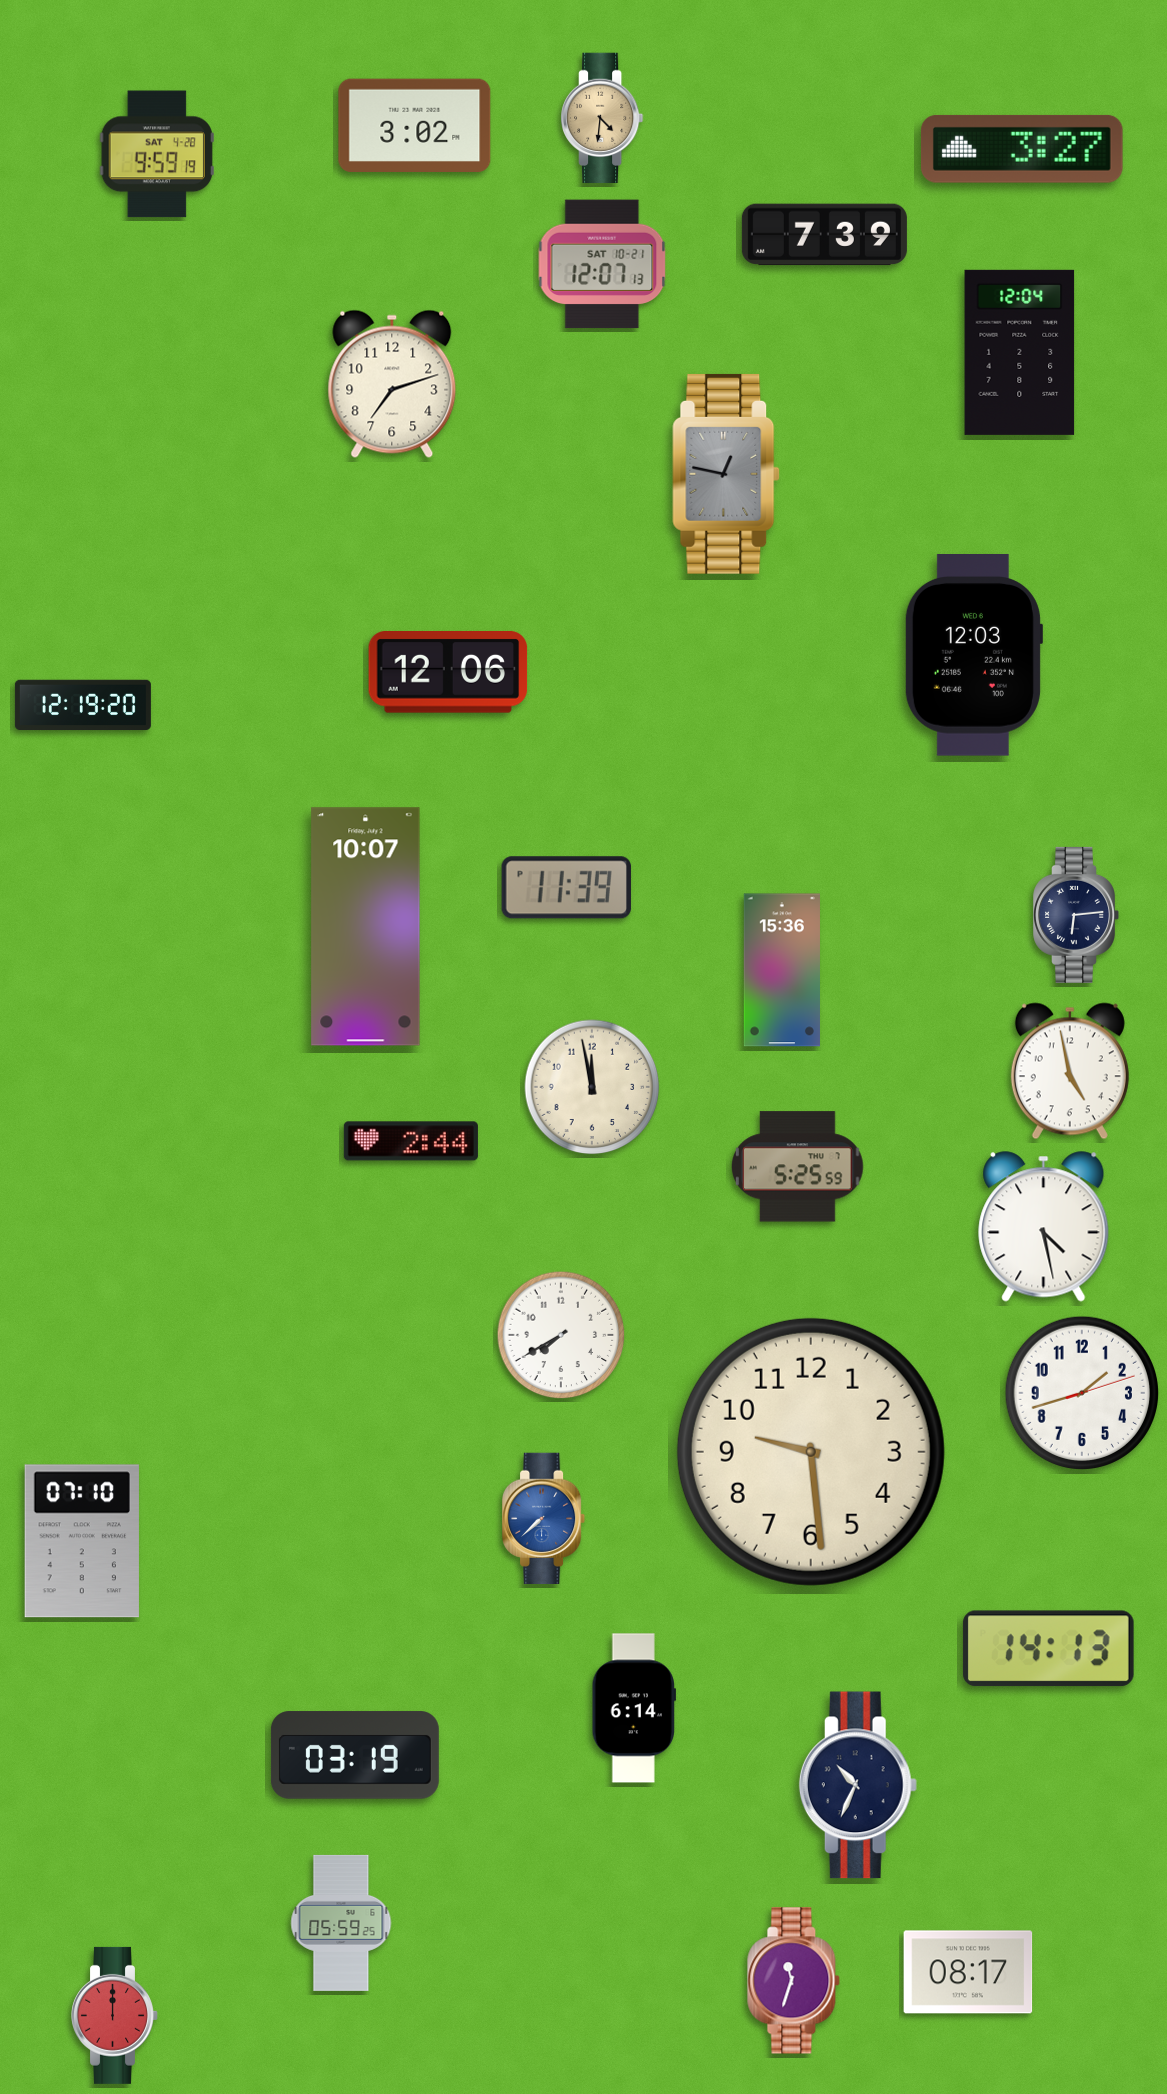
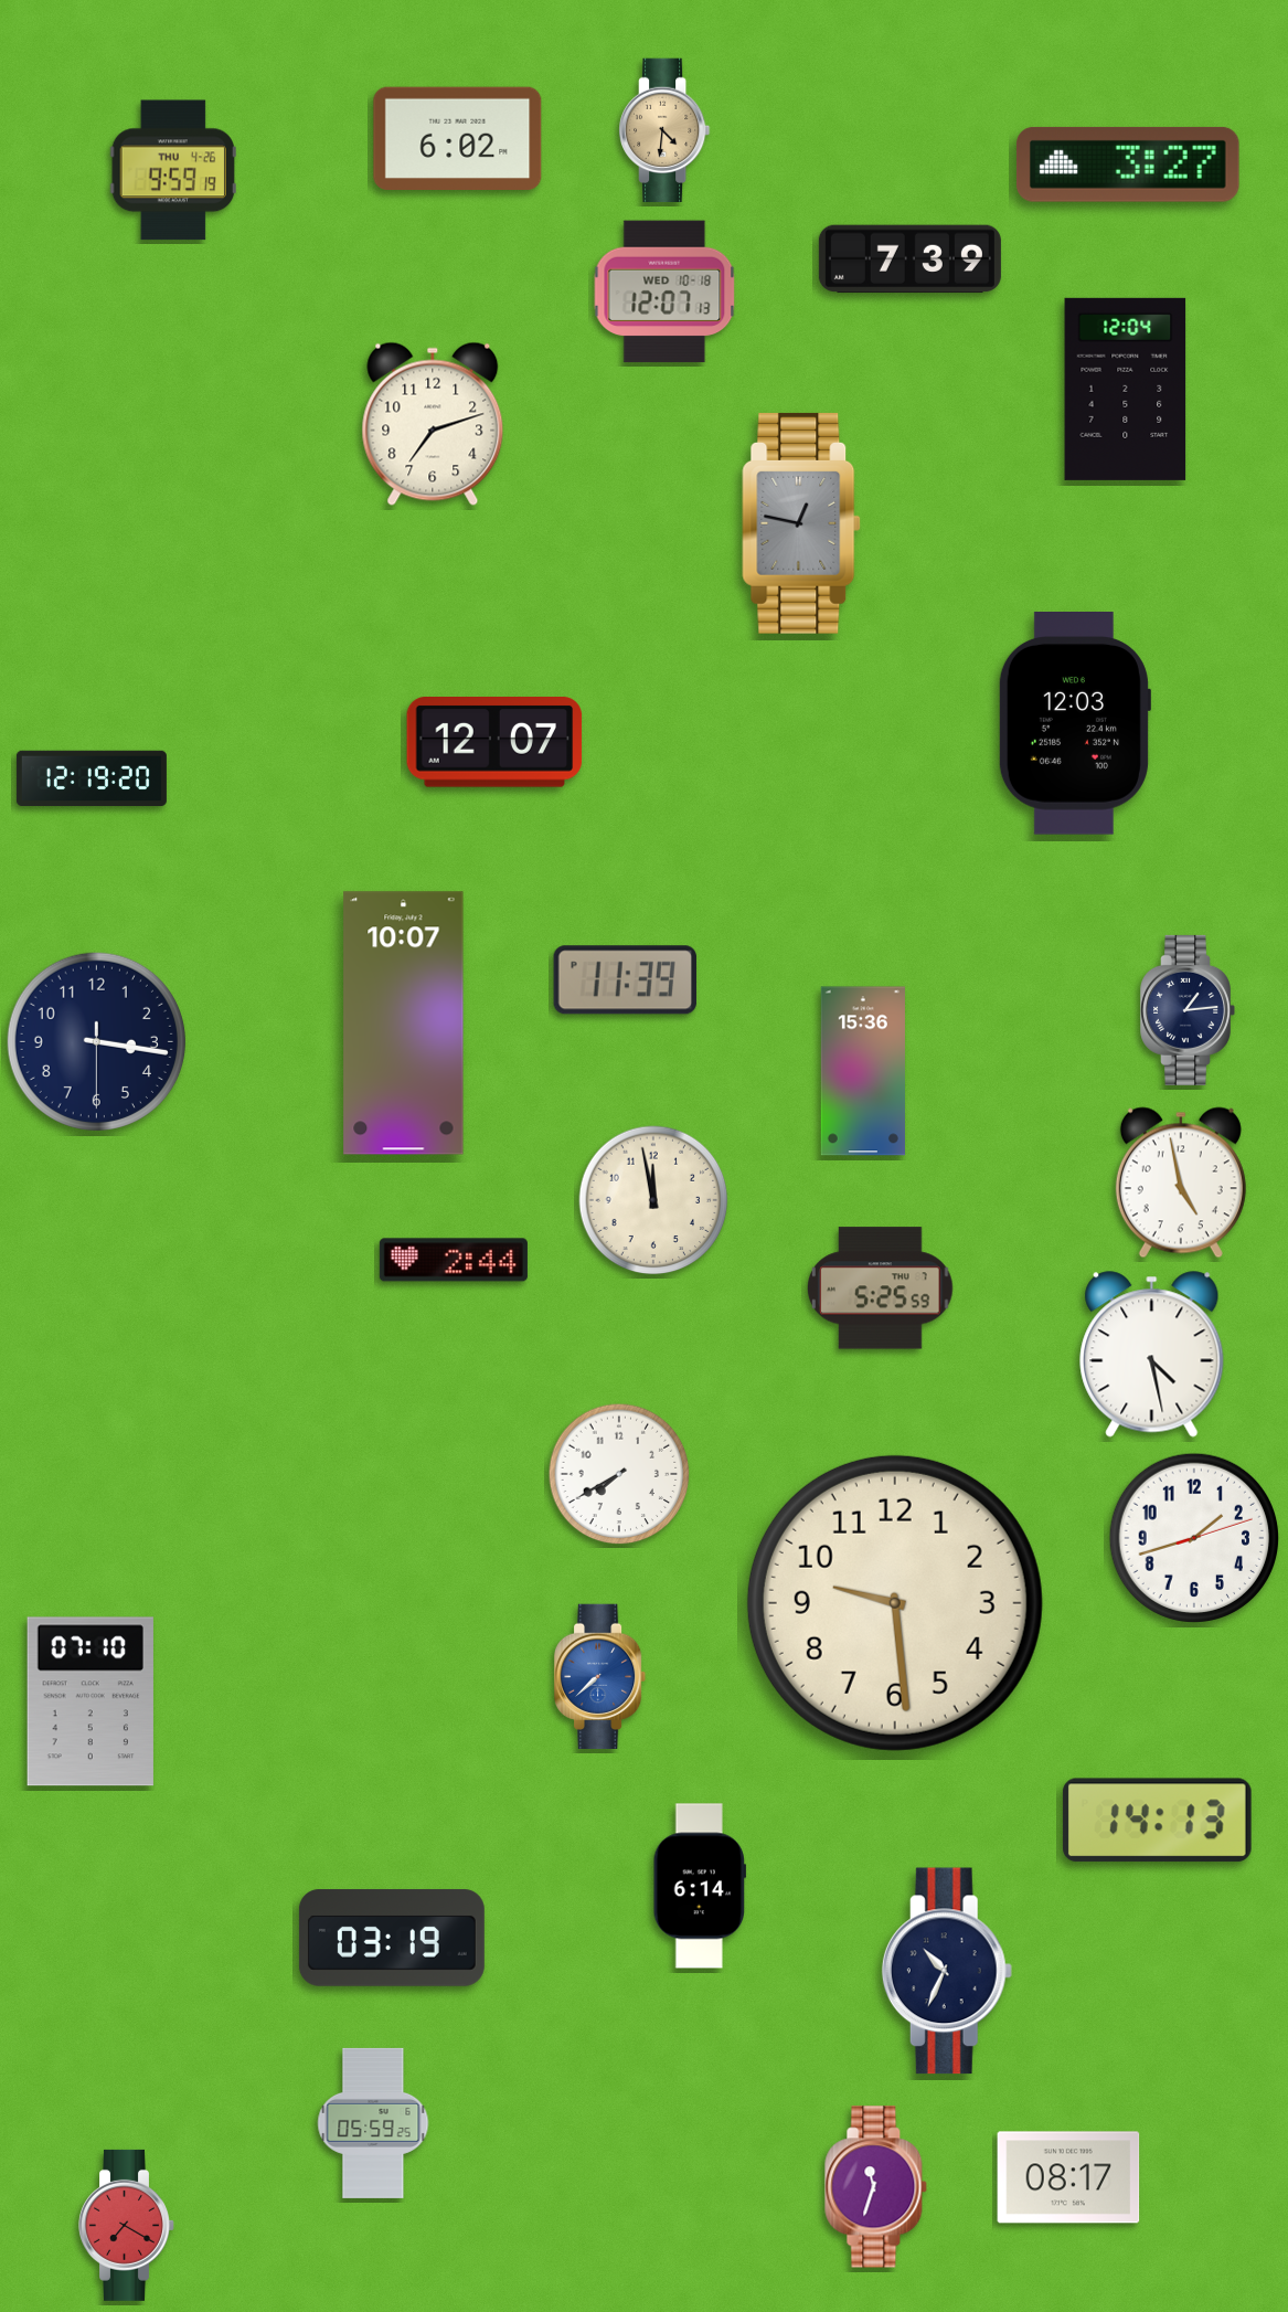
clock at (415, 126): 3:02 -> 6:02
clock at (157, 154) date: SAT 4-28 -> THU 4-26
clock at (602, 264) date: SAT 10-21 -> WED 10-18
clock at (448, 672): 12:06 -> 12:07
clock at (1076, 915): 6:14 -> 1:14
clock at (96, 1041): none -> 3:16
clock at (341, 1923) position: (341, 1923) -> (373, 2123)
clock at (115, 2015): 12:00 -> 7:20
